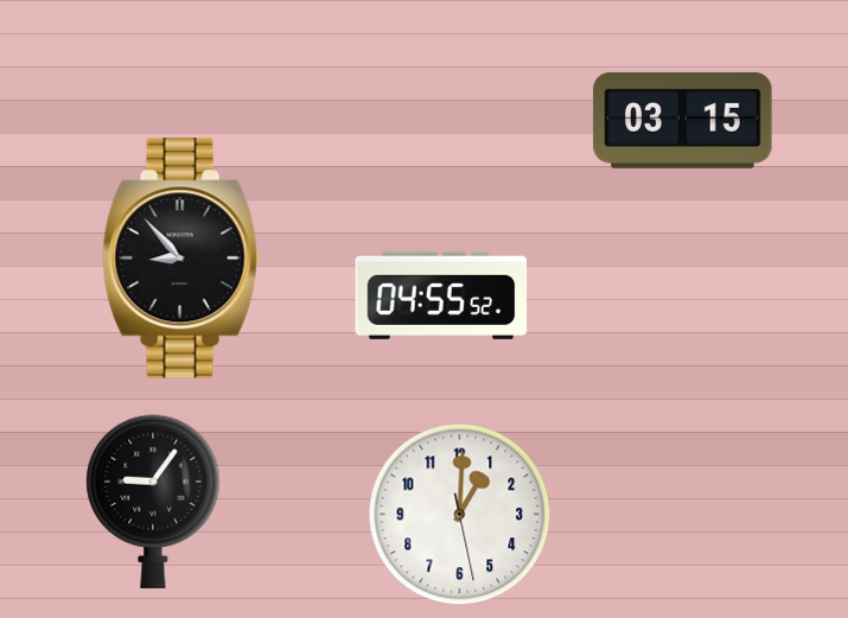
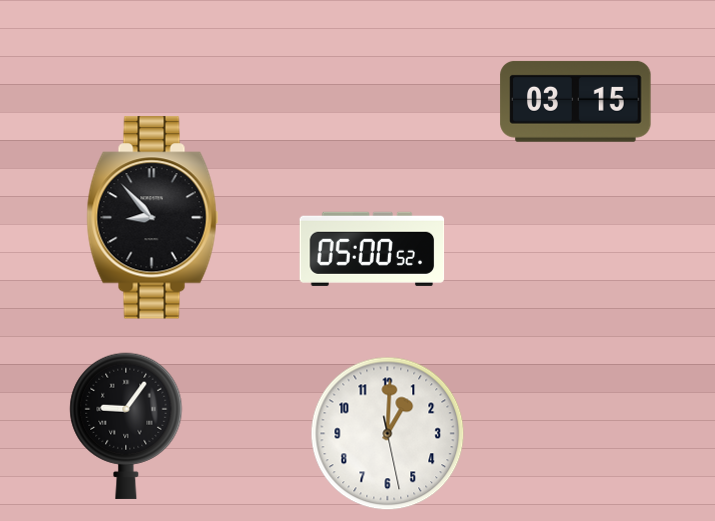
clock at (441, 295): 04:55 -> 05:00
clock at (153, 502) position: (153, 502) -> (126, 426)
